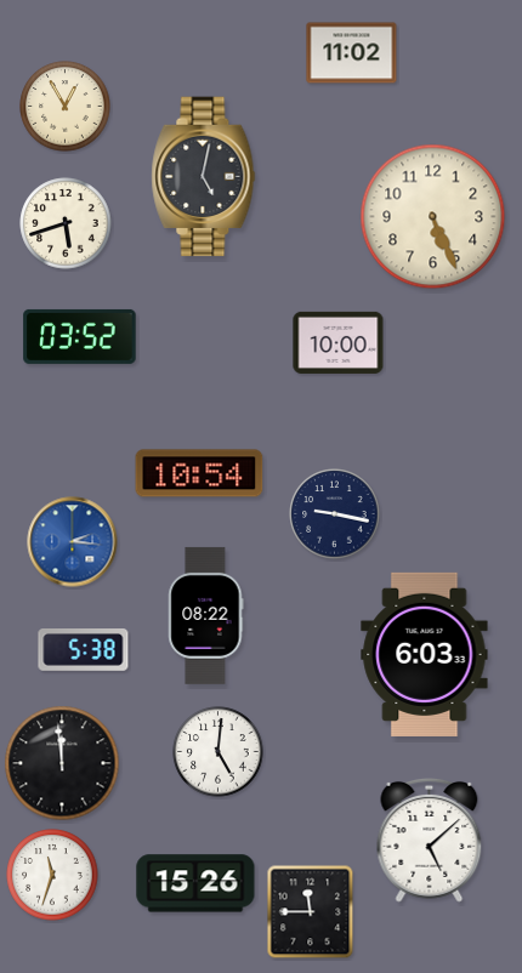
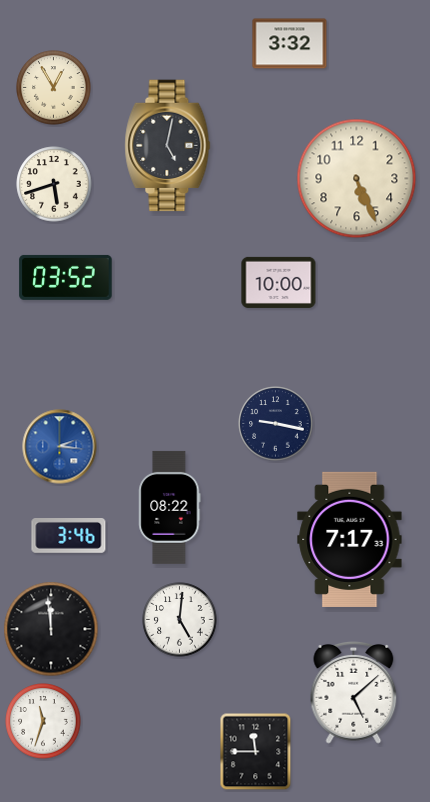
clock at (352, 53): 11:02 -> 3:32
clock at (199, 473): 10:54 -> none
clock at (84, 650): 5:38 -> 3:46
clock at (425, 654): 6:03 -> 7:17
clock at (195, 883): 15:26 -> none
